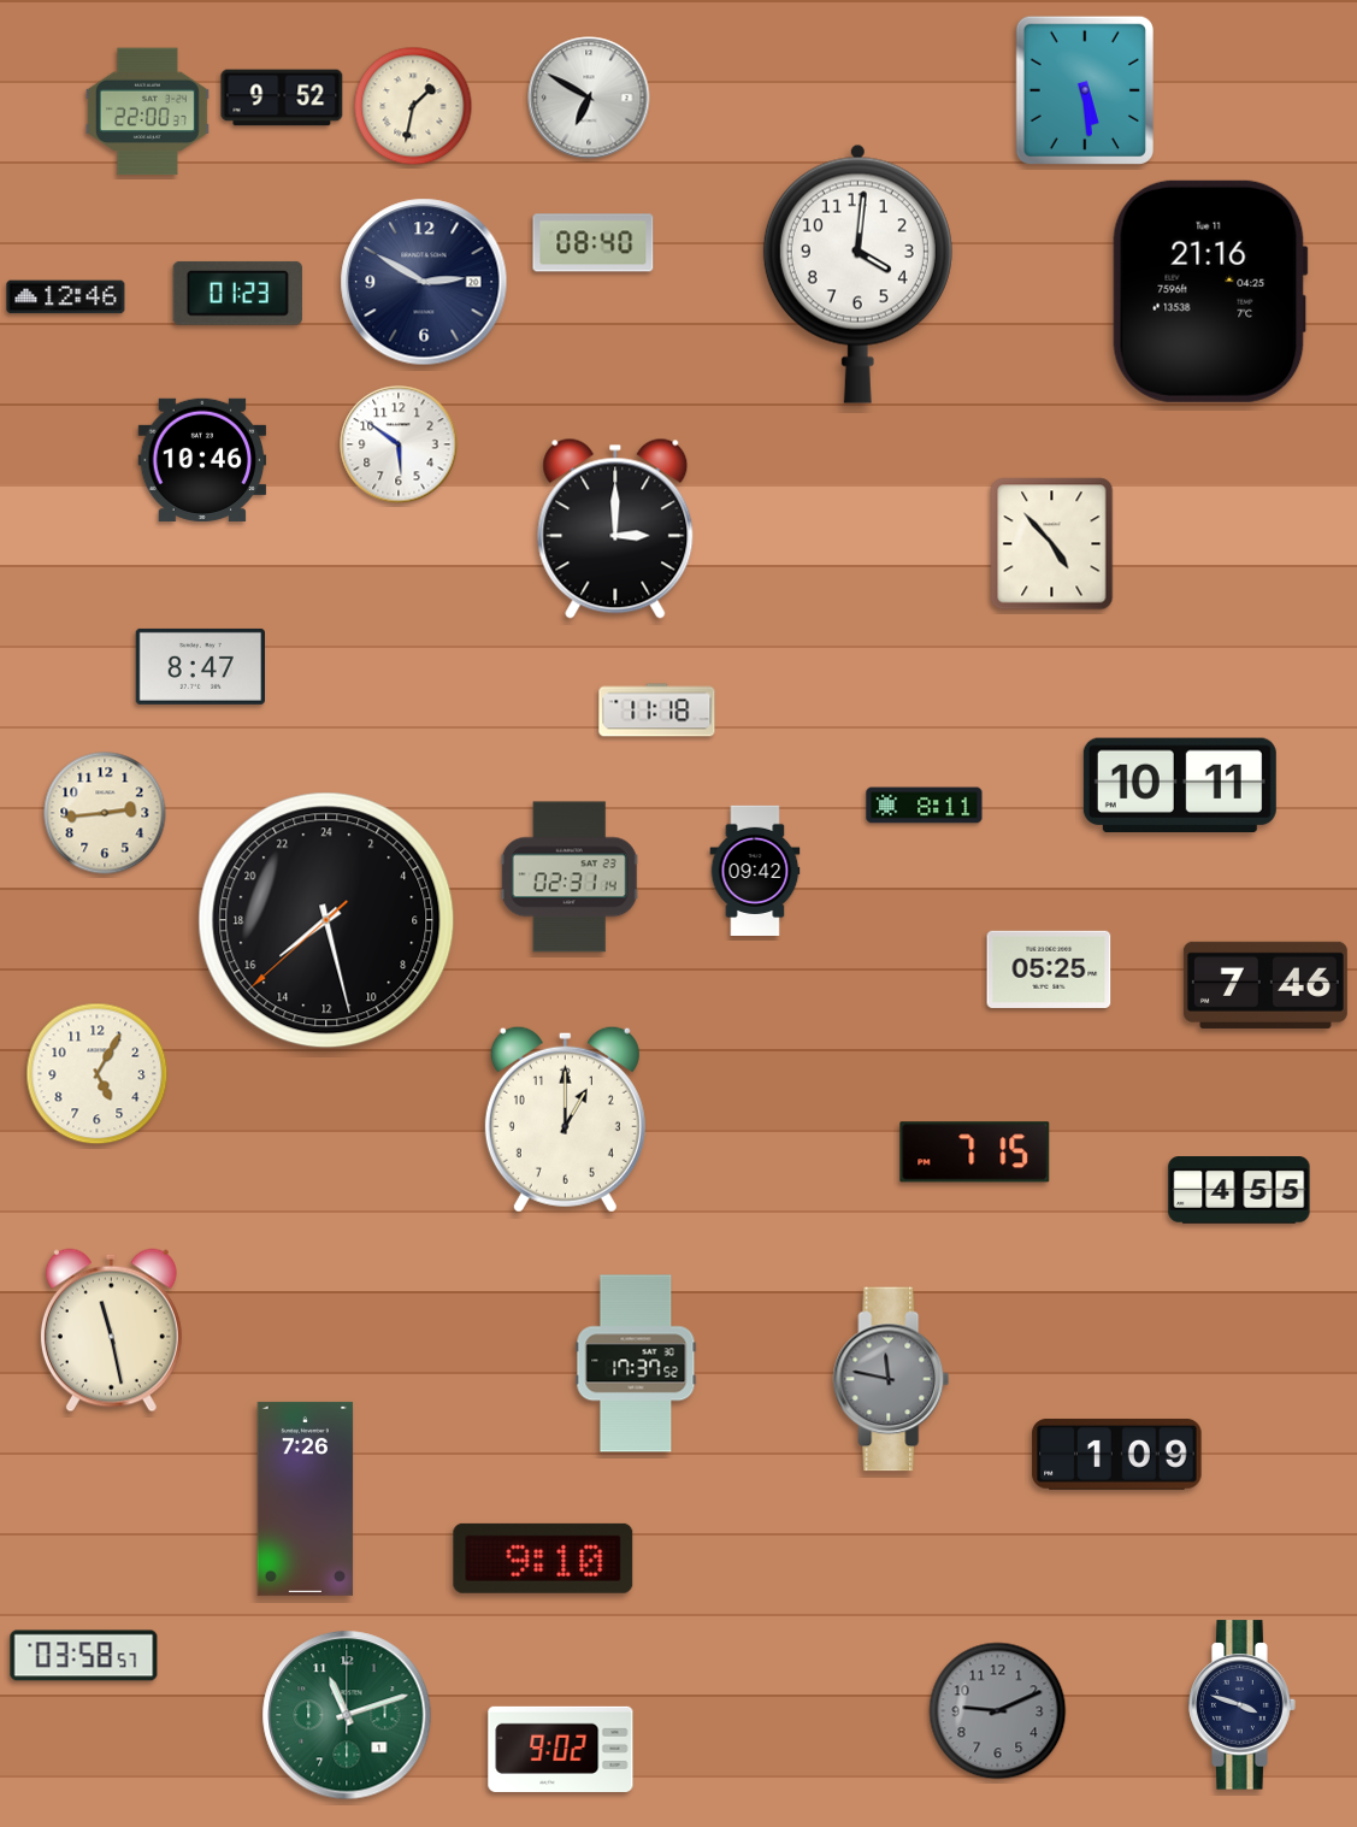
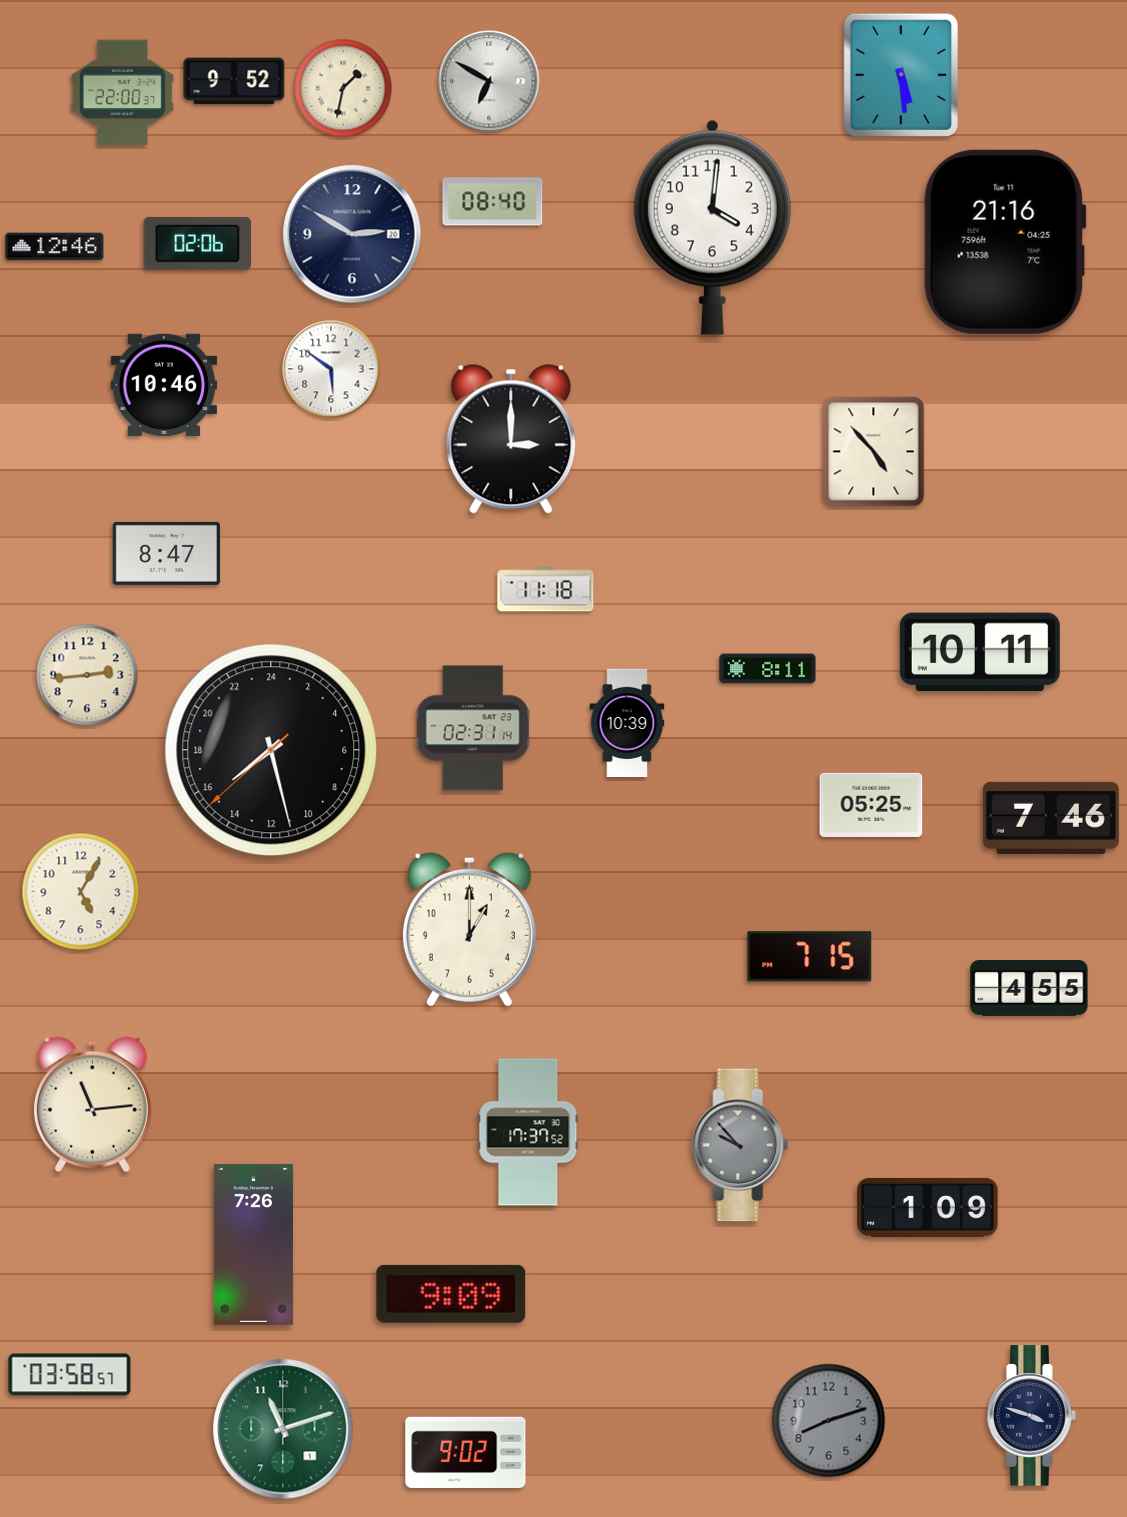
clock at (237, 293): 01:23 -> 02:06
clock at (202, 460) position: (202, 460) -> (164, 385)
clock at (755, 870): 09:42 -> 10:39
clock at (326, 920) position: (326, 920) -> (271, 750)
clock at (111, 1331): 11:28 -> 11:14
clock at (891, 1379): 11:47 -> 9:53
clock at (543, 1558): 9:10 -> 9:09
clock at (998, 1711): 9:11 -> 8:12
clock at (347, 1715) position: (347, 1715) -> (283, 1429)
